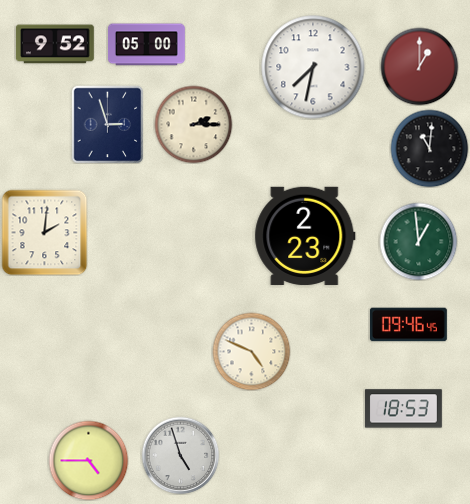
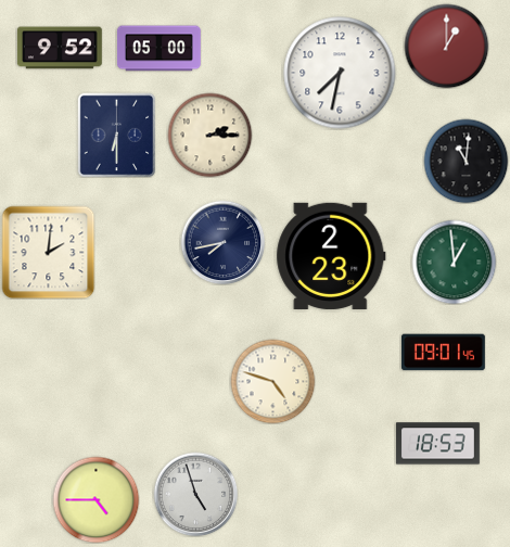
clock at (419, 66) position: (419, 66) -> (446, 46)
clock at (108, 124): 2:57 -> 6:30
clock at (222, 242): none -> 7:43
clock at (408, 325): 09:46 -> 09:01
clock at (251, 351): 4:49 -> 4:48
